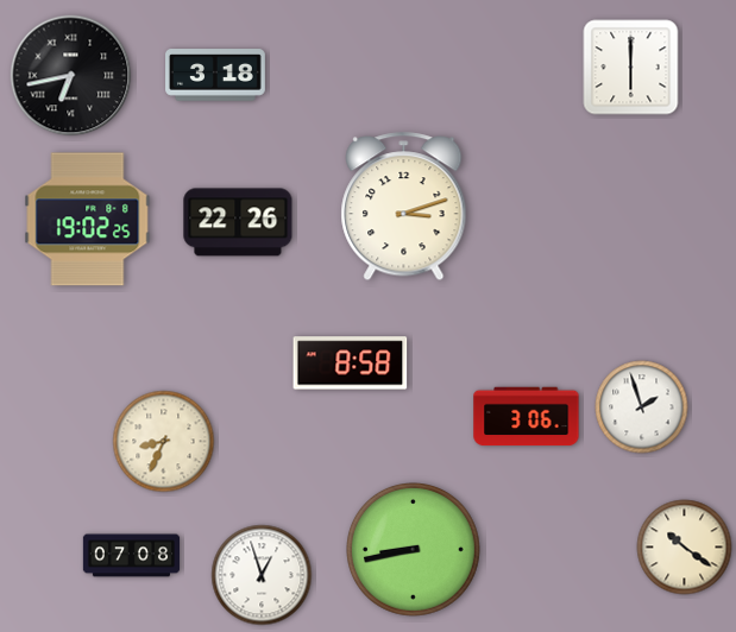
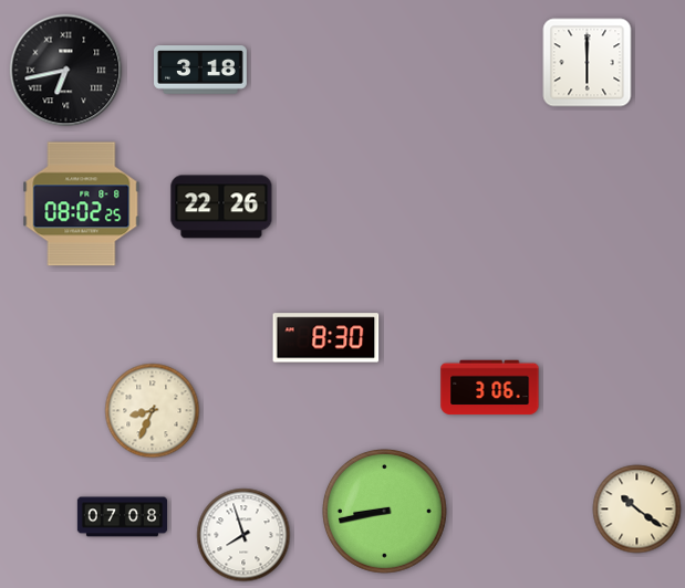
clock at (404, 207): 3:12 -> none
clock at (88, 220): 19:02 -> 08:02
clock at (351, 364): 8:58 -> 8:30
clock at (642, 407): 1:57 -> none
clock at (262, 575): 12:57 -> 7:57
